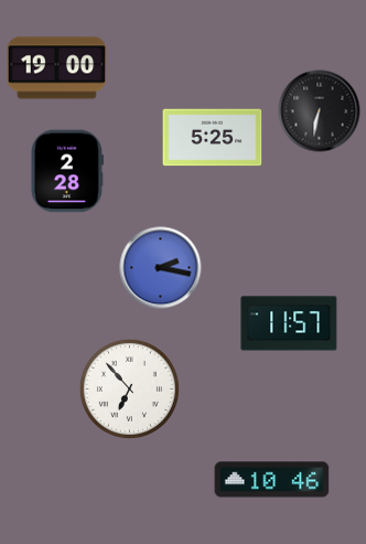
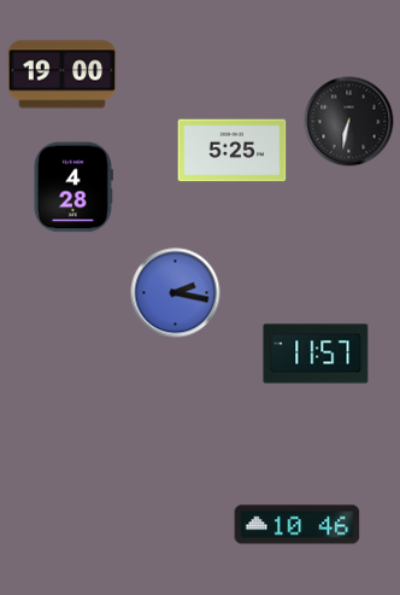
clock at (66, 171): 2:28 -> 4:28
clock at (129, 388): 6:53 -> none
